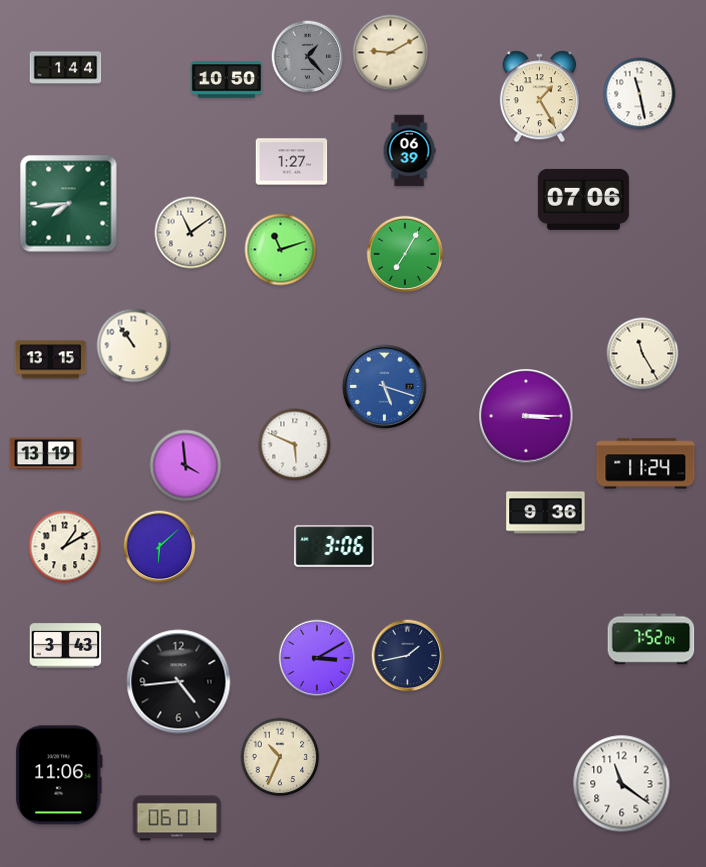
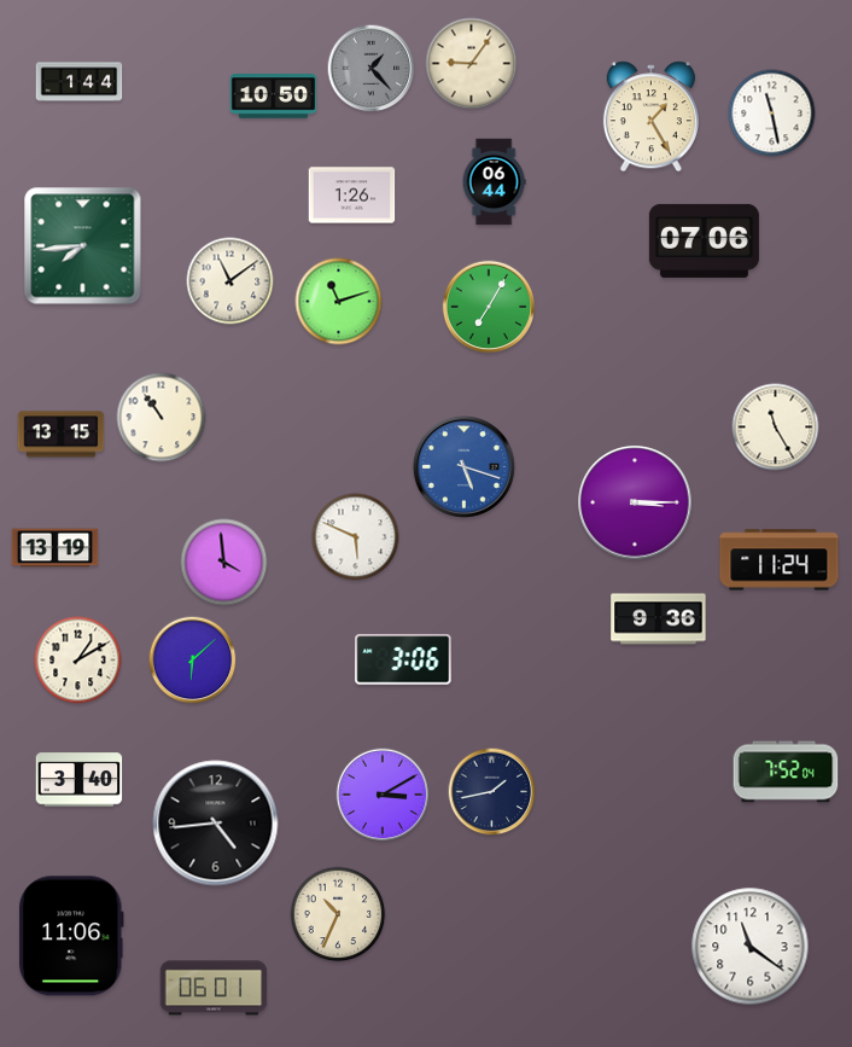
clock at (391, 53): 9:10 -> 9:06
clock at (409, 151): 06:39 -> 06:44
clock at (292, 162): 1:27 -> 1:26
clock at (66, 646): 3:43 -> 3:40
